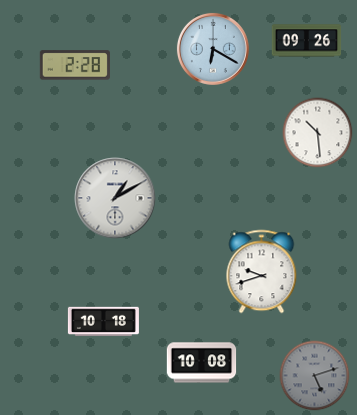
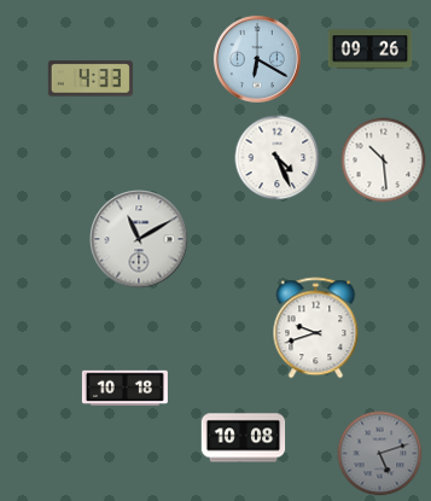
clock at (75, 65): 2:28 -> 4:33
clock at (278, 158): none -> 4:26
clock at (115, 198): 1:10 -> 11:10
